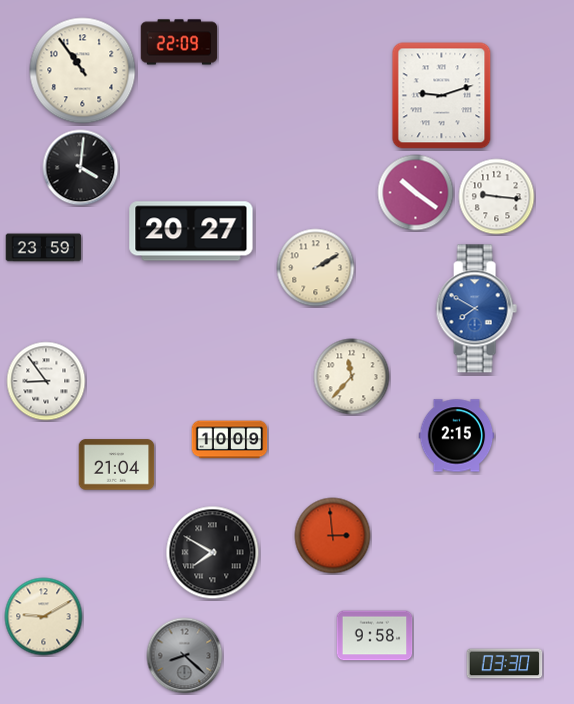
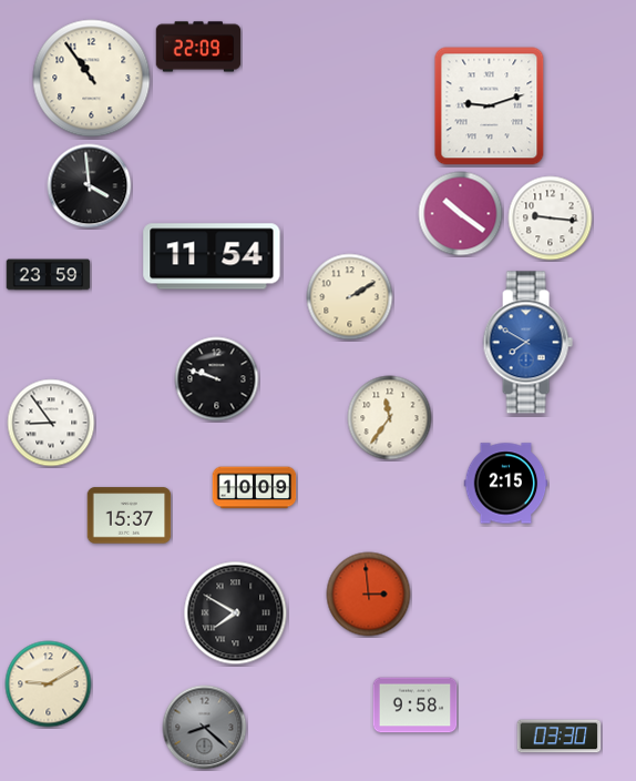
clock at (81, 168): 4:01 -> 3:59
clock at (191, 231): 20:27 -> 11:54
clock at (217, 379): none -> 9:48
clock at (352, 377): 11:37 -> 11:36
clock at (117, 465): 21:04 -> 15:37
